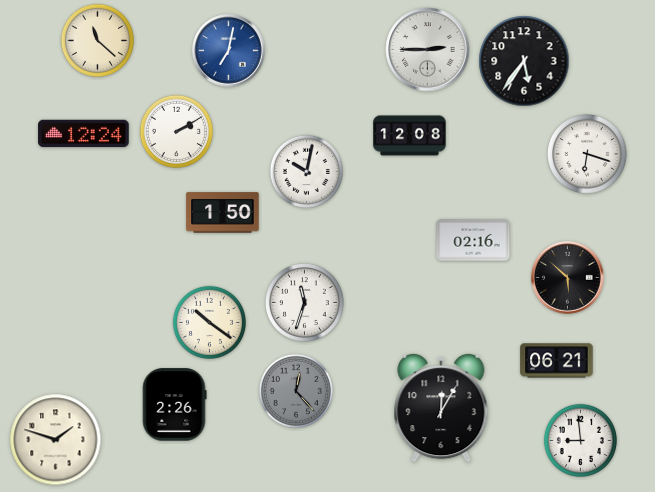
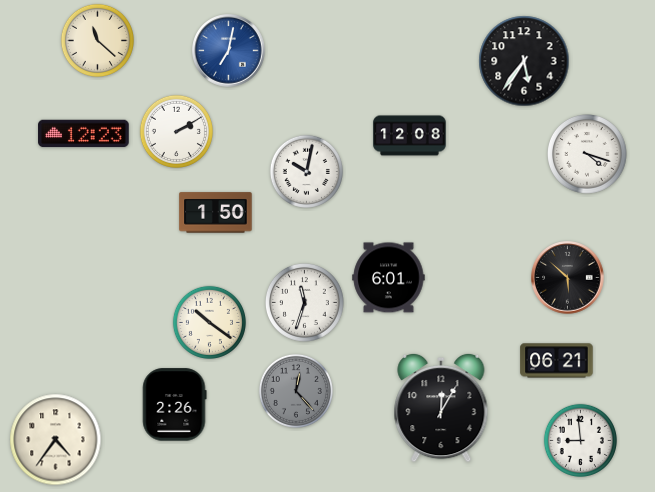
clock at (428, 50): 2:45 -> none
clock at (84, 134): 12:24 -> 12:23
clock at (588, 155): 6:18 -> 4:18
clock at (223, 213) position: (223, 213) -> (216, 213)
clock at (473, 240): 02:16 -> none
clock at (389, 278): none -> 6:01
clock at (56, 440): 1:48 -> 4:36
